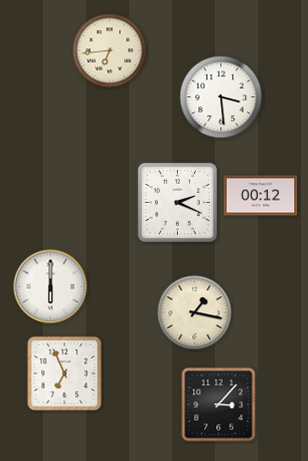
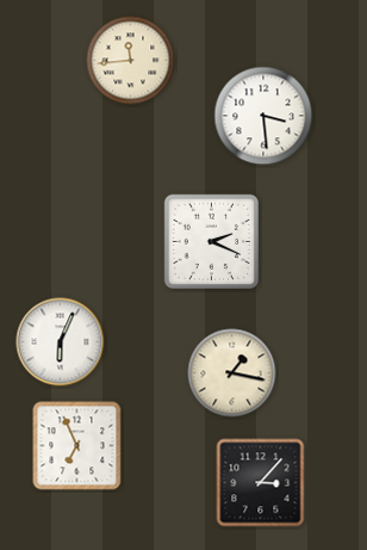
clock at (110, 51): 6:44 -> 11:44
clock at (261, 196): 00:12 -> none
clock at (51, 287): 6:00 -> 6:04
